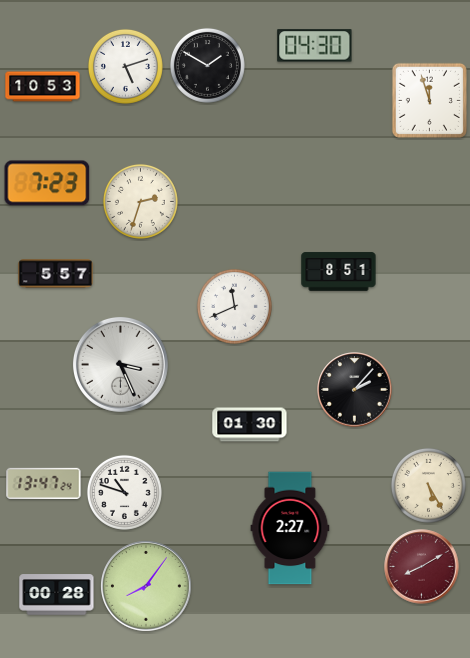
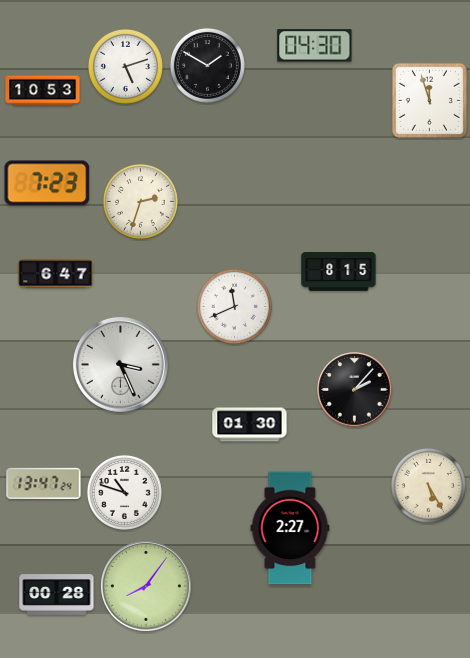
clock at (43, 87) position: (43, 87) -> (43, 91)
clock at (339, 272): 8:51 -> 8:15
clock at (56, 274): 5:57 -> 6:47
clock at (422, 567): 8:10 -> none
